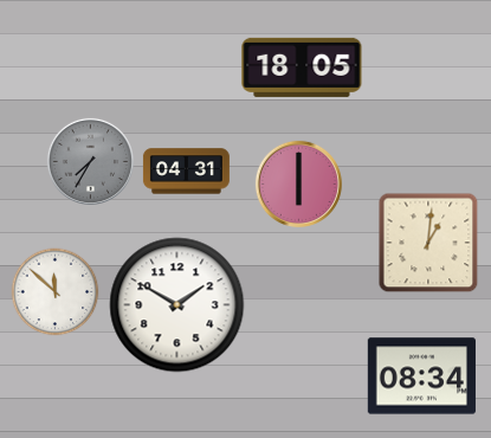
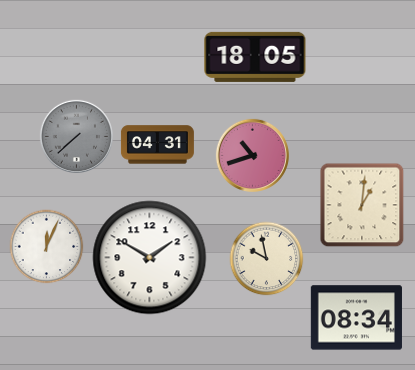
clock at (90, 161): 7:35 -> 7:38
clock at (298, 183): 6:00 -> 10:42
clock at (56, 292): 11:52 -> 12:04
clock at (267, 259): none -> 9:58
